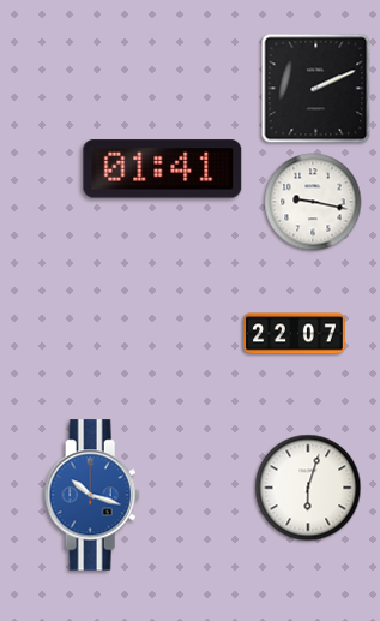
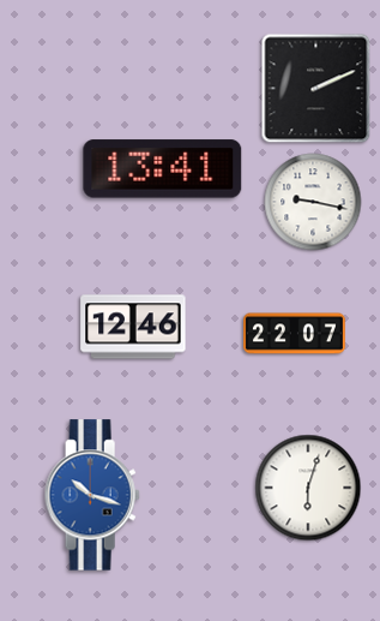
clock at (163, 169): 01:41 -> 13:41
clock at (133, 327): none -> 12:46
